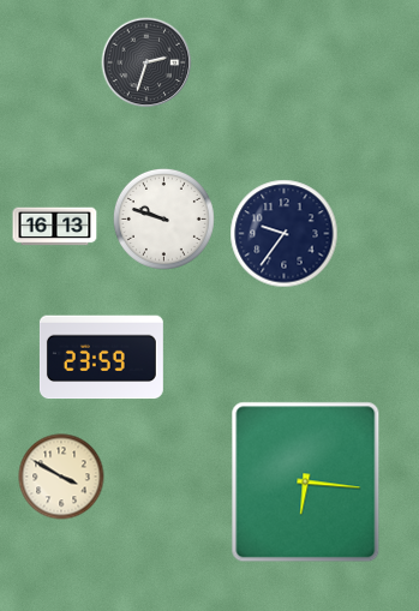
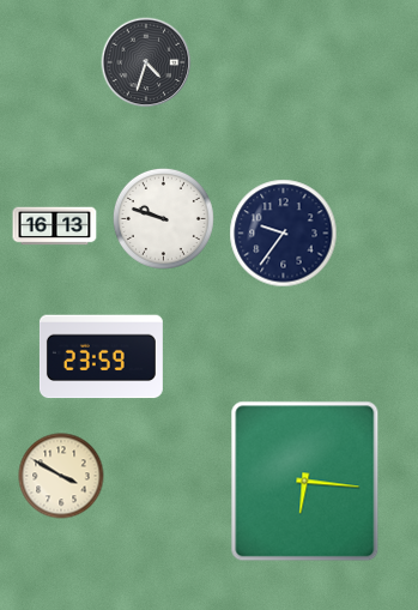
clock at (146, 62): 2:33 -> 4:33
